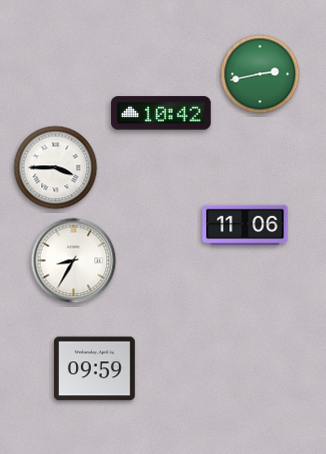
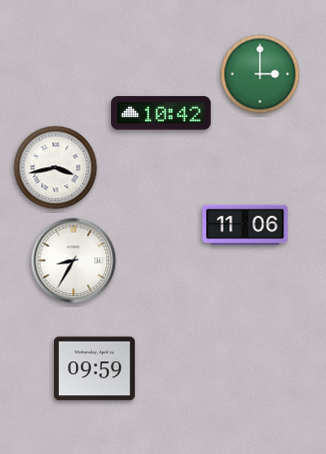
clock at (260, 74): 2:43 -> 3:00
clock at (56, 168): 3:45 -> 3:43
